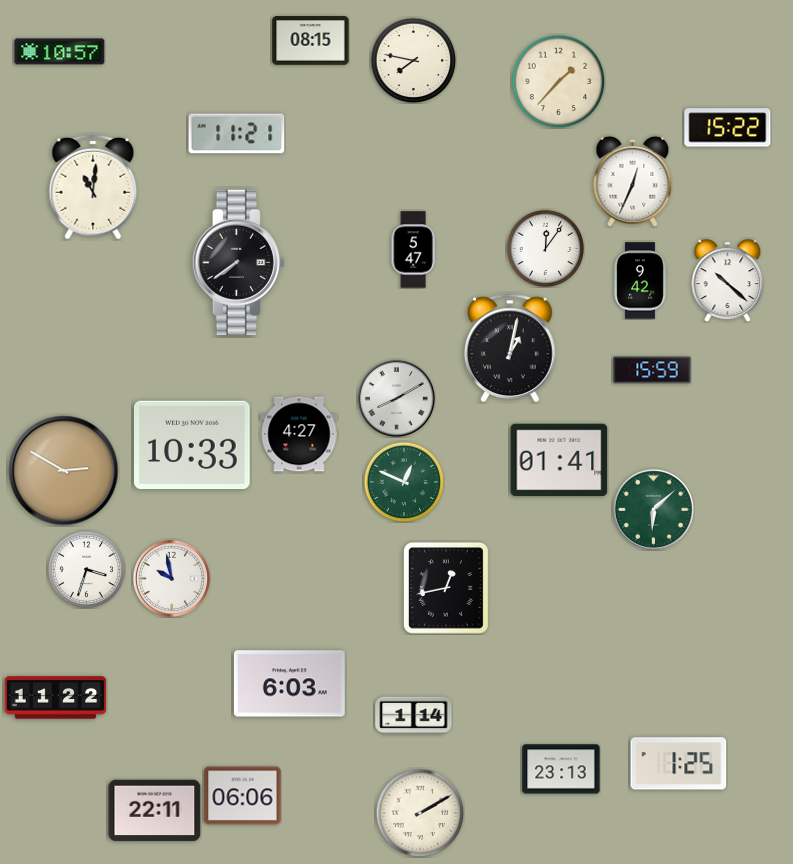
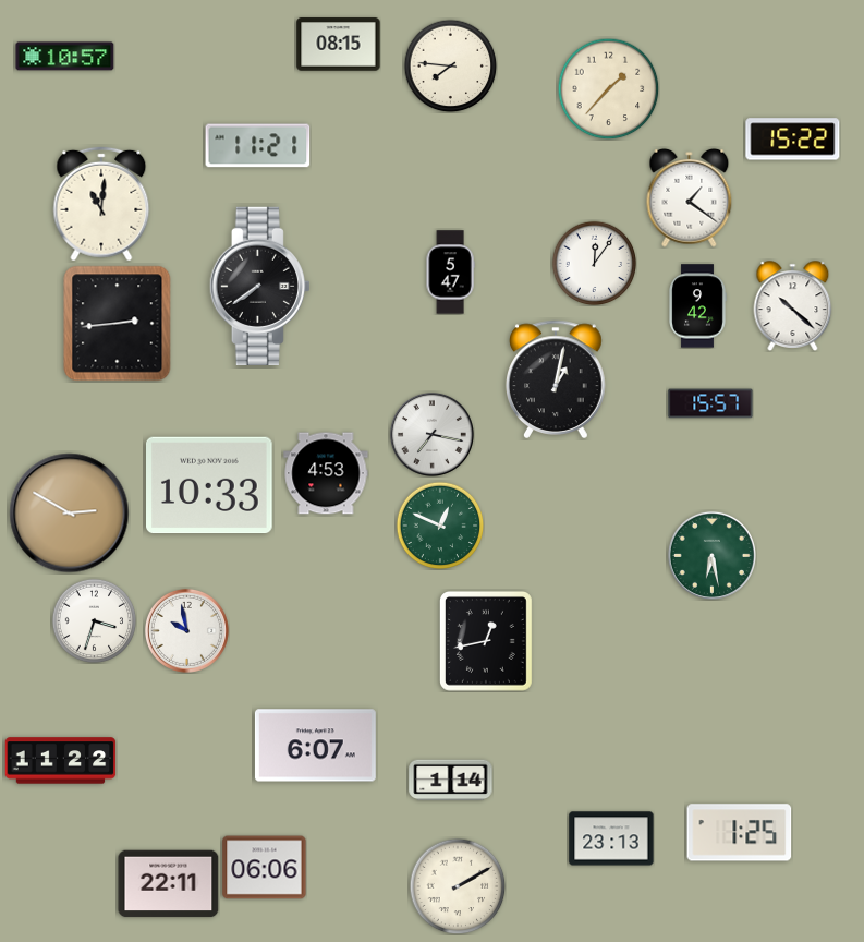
clock at (413, 60): 7:47 -> 7:46
clock at (633, 181): 12:34 -> 1:21
clock at (545, 248) position: (545, 248) -> (594, 263)
clock at (118, 324): none -> 2:44
clock at (652, 370): 15:59 -> 15:57
clock at (396, 398): 8:10 -> 7:17
clock at (299, 434): 4:27 -> 4:53
clock at (559, 460): 01:41 -> none
clock at (653, 509): 6:08 -> 6:28
clock at (289, 684): 6:03 -> 6:07
